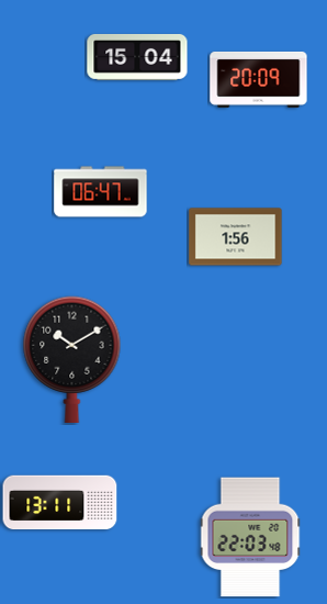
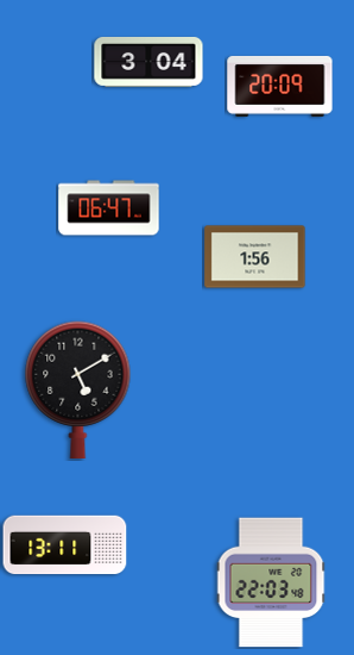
clock at (137, 57): 15:04 -> 3:04
clock at (72, 359): 10:10 -> 5:10
